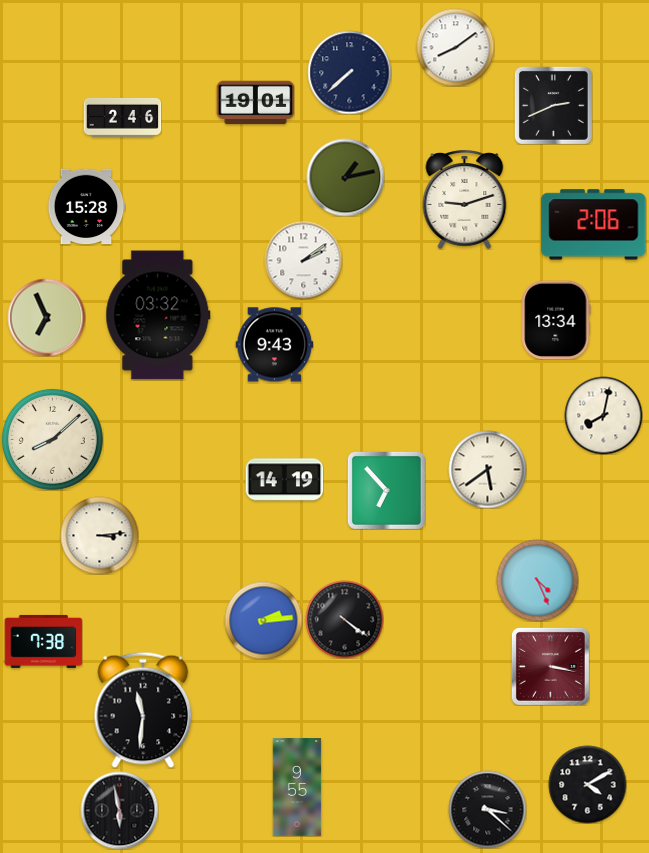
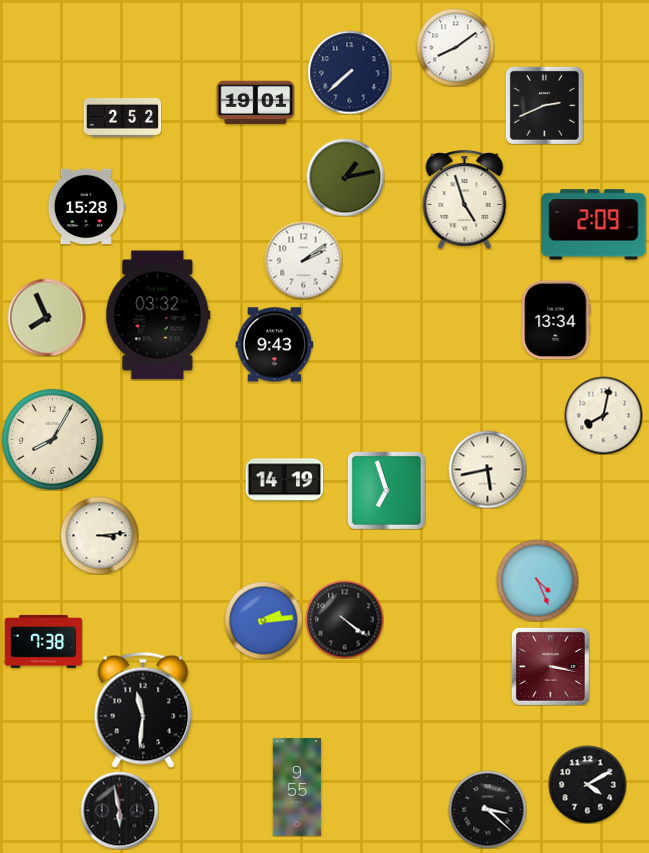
clock at (553, 105) position: (553, 105) -> (544, 105)
clock at (122, 117): 2:46 -> 2:52
clock at (465, 199): 9:12 -> 4:57
clock at (594, 225): 2:06 -> 2:09
clock at (46, 317): 6:56 -> 7:56
clock at (52, 439): 8:08 -> 8:05
clock at (487, 469): 5:39 -> 5:43
clock at (386, 490): 6:53 -> 6:57
